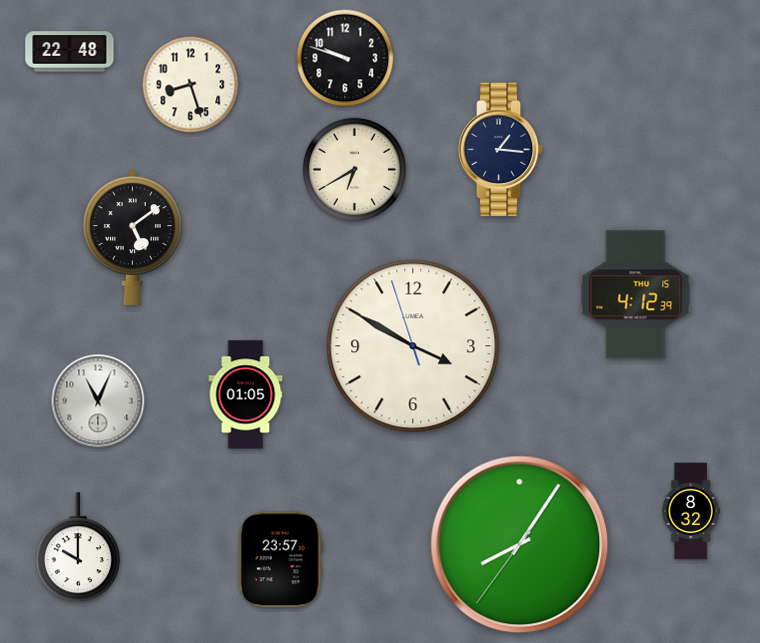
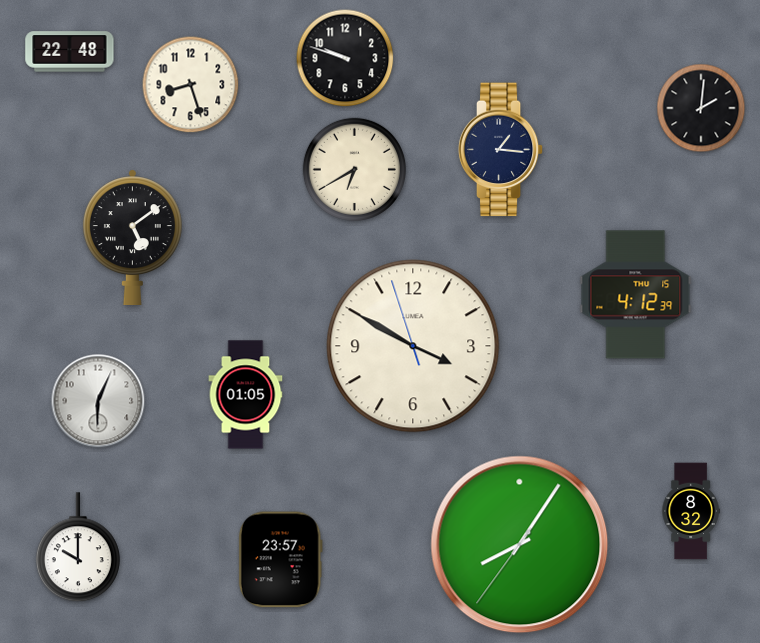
clock at (701, 108): none -> 2:01
clock at (98, 401): 11:04 -> 6:04
